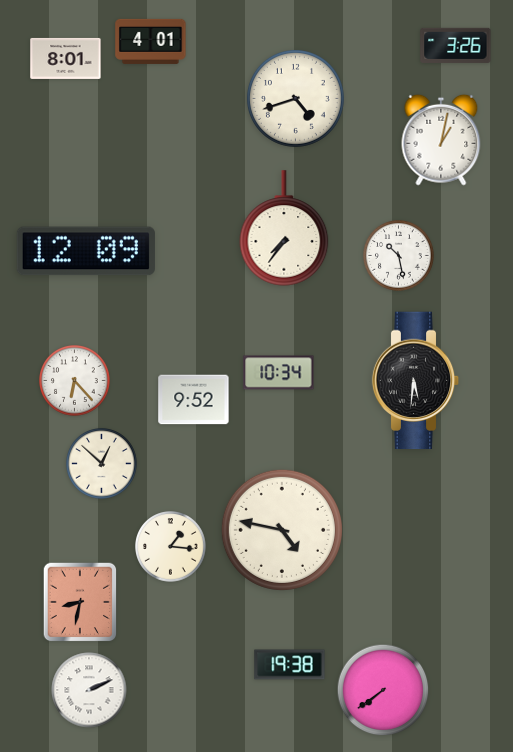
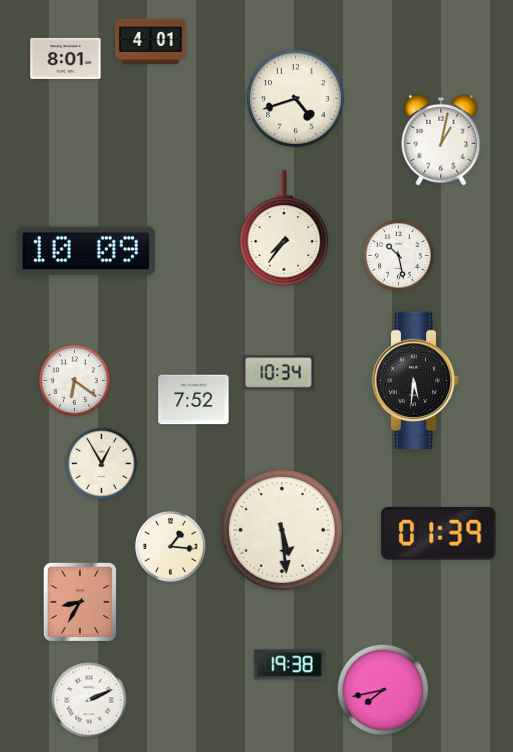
clock at (456, 45): 3:26 -> none
clock at (86, 251): 12:09 -> 10:09
clock at (75, 381): 6:23 -> 6:21
clock at (194, 400): 9:52 -> 7:52
clock at (102, 464): 12:52 -> 12:55
clock at (282, 530): 4:47 -> 5:29
clock at (439, 533): none -> 01:39
clock at (80, 602): 8:32 -> 8:35
clock at (89, 690) position: (89, 690) -> (89, 700)
clock at (383, 690): 7:39 -> 7:43
